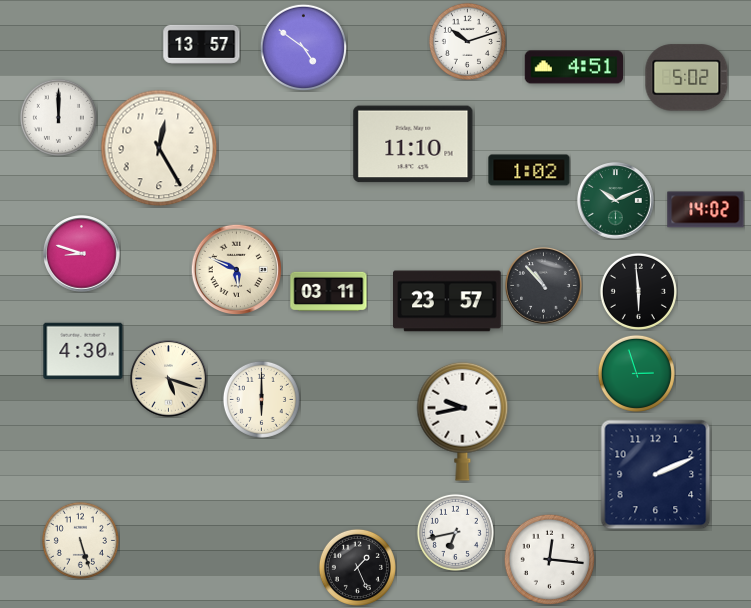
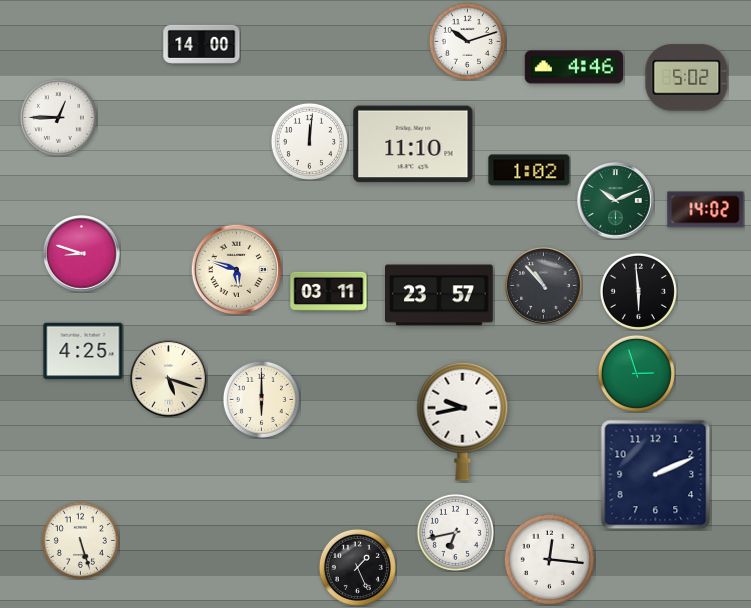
clock at (202, 44): 13:57 -> 14:00
clock at (303, 47): 4:51 -> none
clock at (573, 67): 4:51 -> 4:46
clock at (58, 117): 12:00 -> 12:45
clock at (309, 141): none -> 12:01
clock at (159, 148): 12:25 -> none
clock at (236, 269): 5:49 -> 5:48
clock at (448, 301) position: (448, 301) -> (440, 295)
clock at (83, 351): 4:30 -> 4:25
